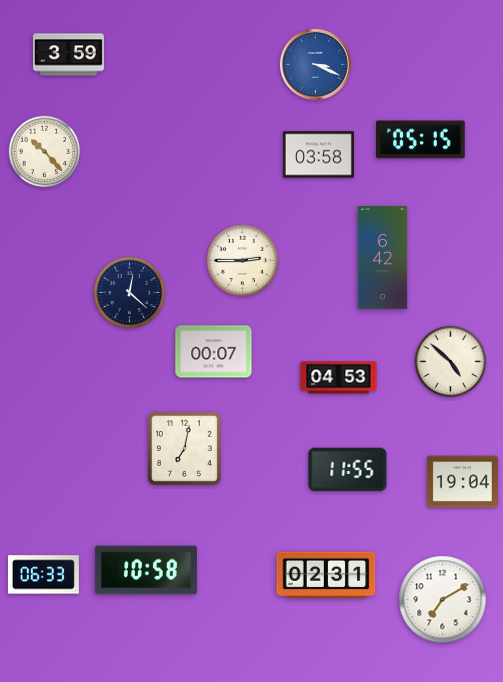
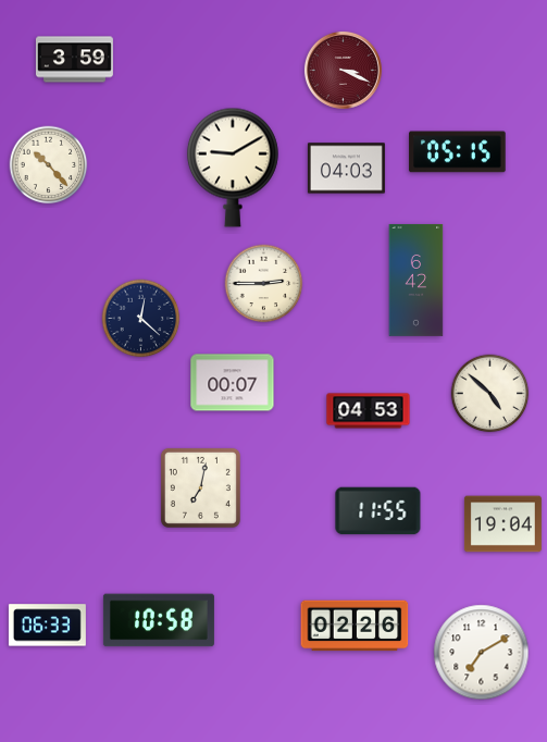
clock at (315, 64) dial: blue -> burgundy
clock at (233, 168): none -> 9:10
clock at (318, 155): 03:58 -> 04:03
clock at (326, 575): 02:31 -> 02:26
